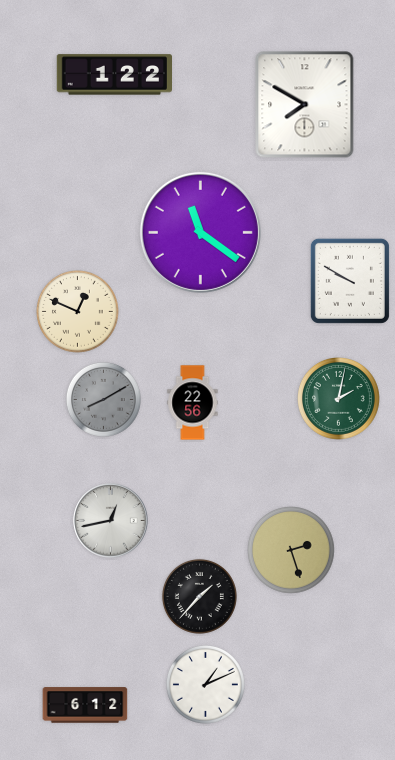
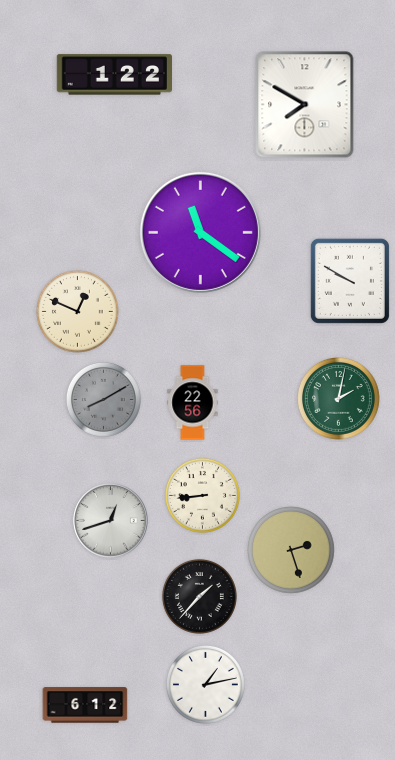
clock at (202, 495): none -> 8:44
clock at (111, 521): 12:43 -> 12:42
clock at (205, 684): 1:11 -> 1:13
